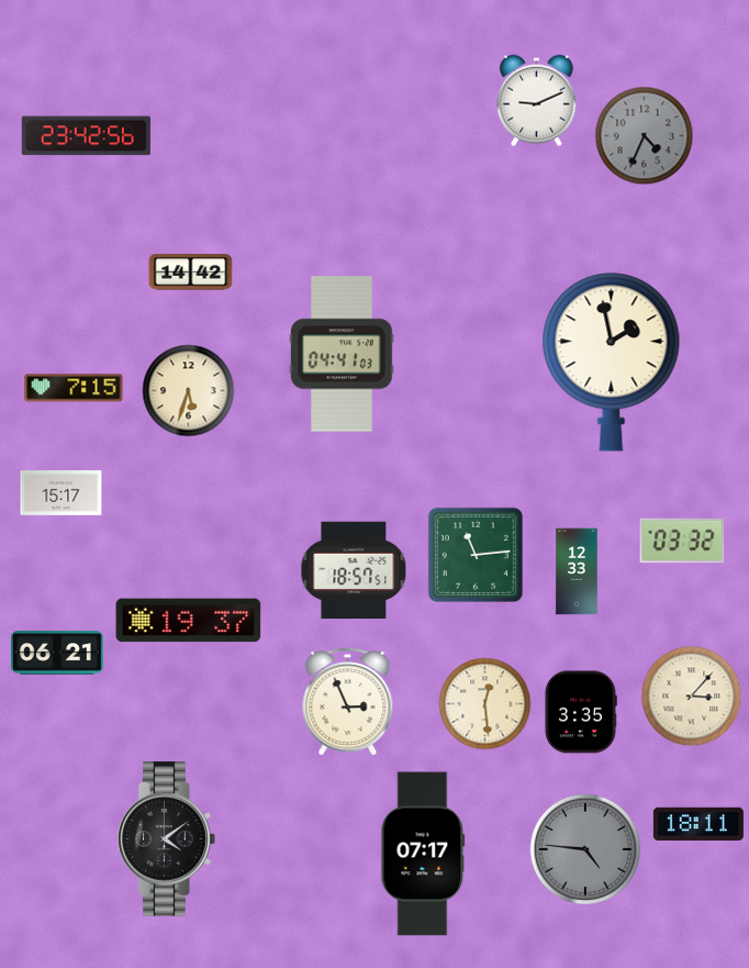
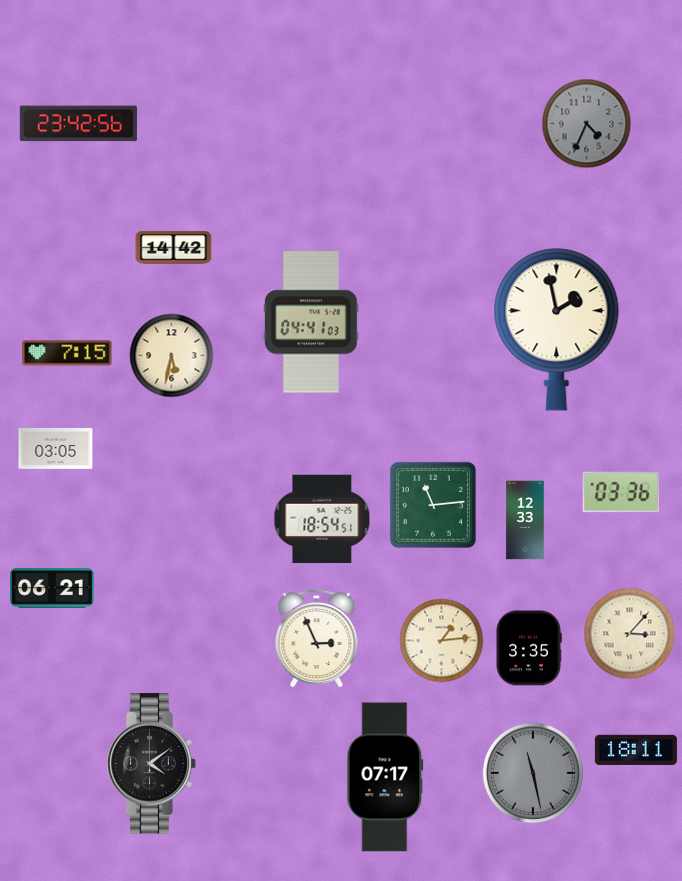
clock at (537, 101): 9:11 -> none
clock at (189, 391): 5:33 -> 5:32
clock at (62, 493): 15:17 -> 03:05
clock at (682, 541): 03:32 -> 03:36
clock at (354, 570): 18:57 -> 18:54
clock at (189, 621): 19:37 -> none
clock at (58, 653) position: (58, 653) -> (53, 588)
clock at (485, 704): 12:29 -> 1:14
clock at (585, 849): 4:46 -> 11:28
